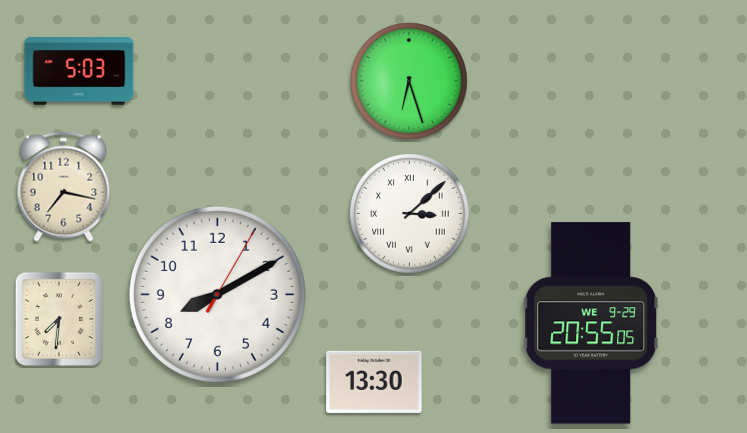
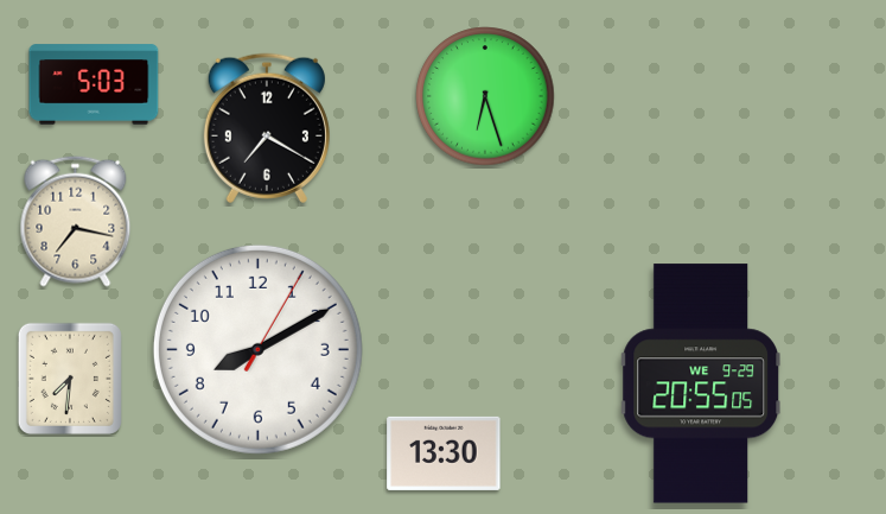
clock at (267, 128): none -> 7:20
clock at (410, 214): 3:08 -> none
